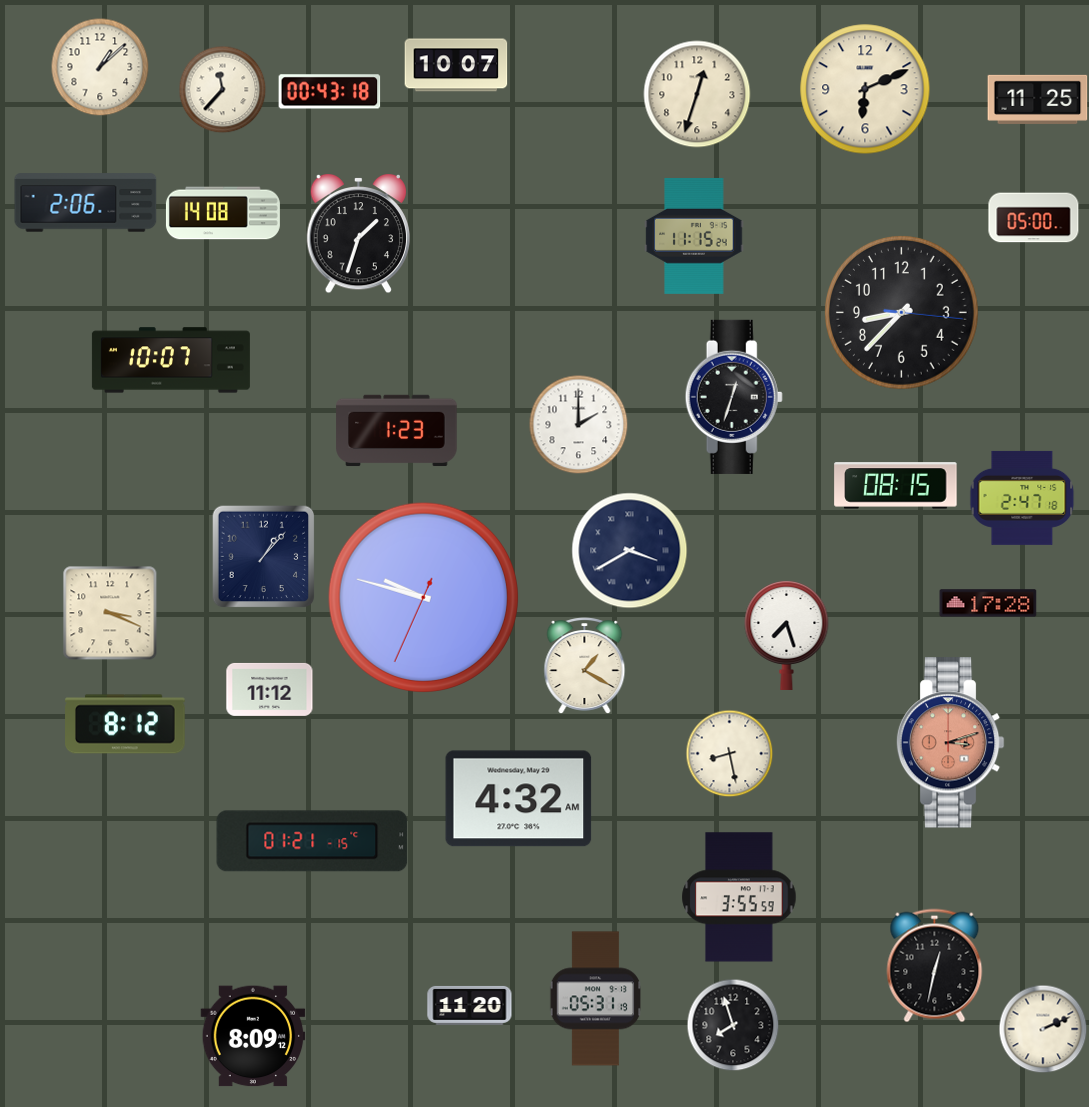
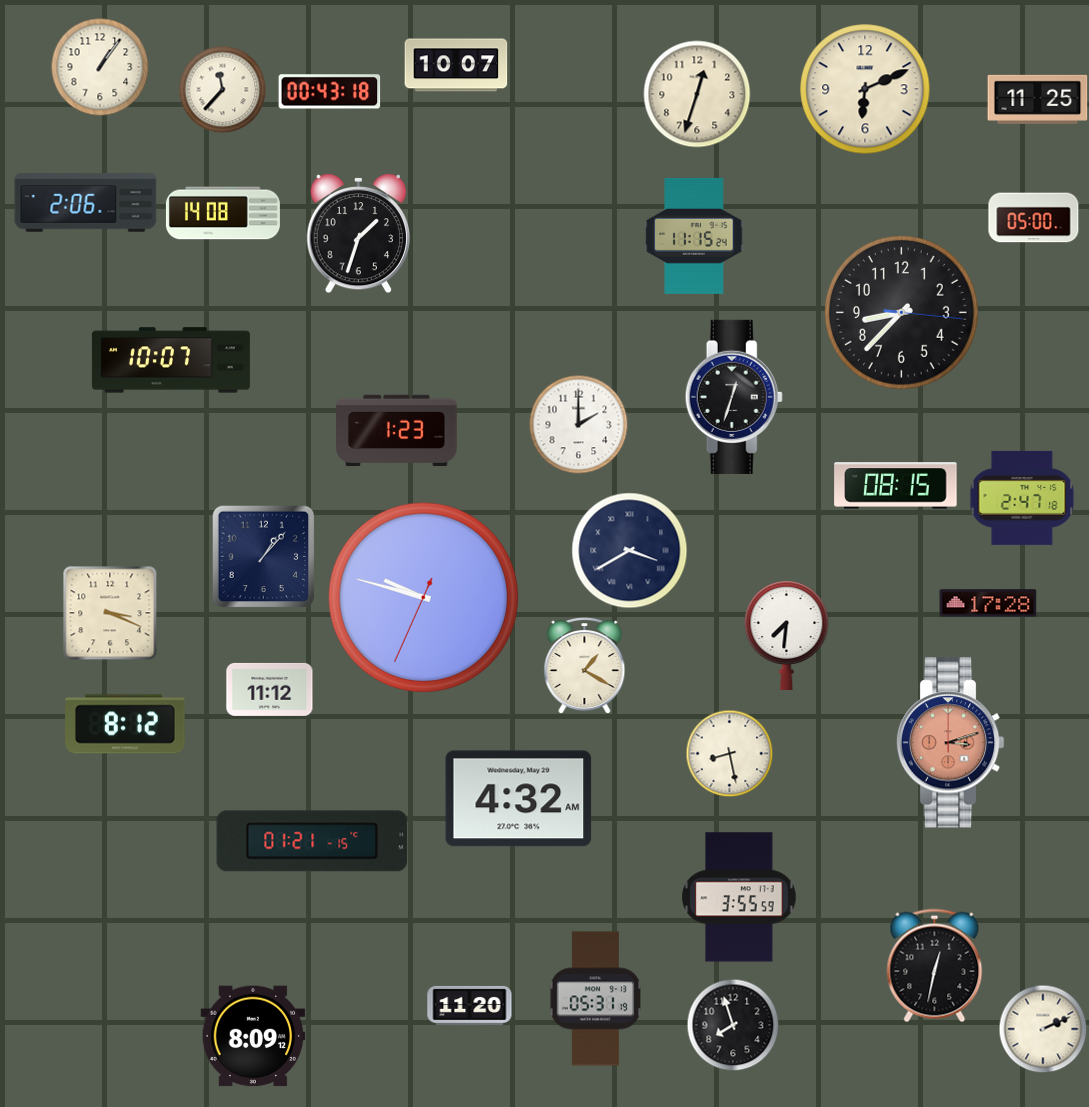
clock at (100, 67): 1:08 -> 1:06
clock at (787, 636): 7:27 -> 7:31
